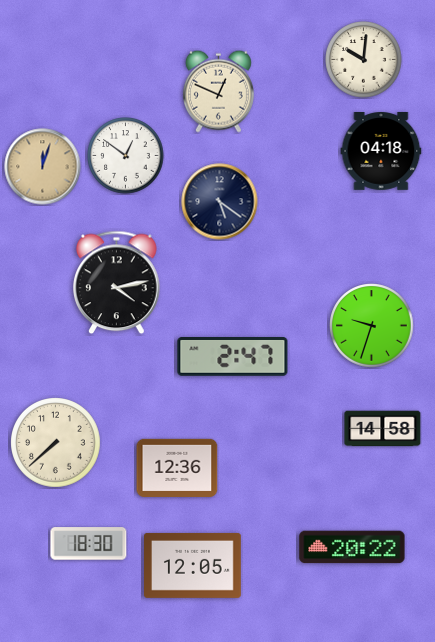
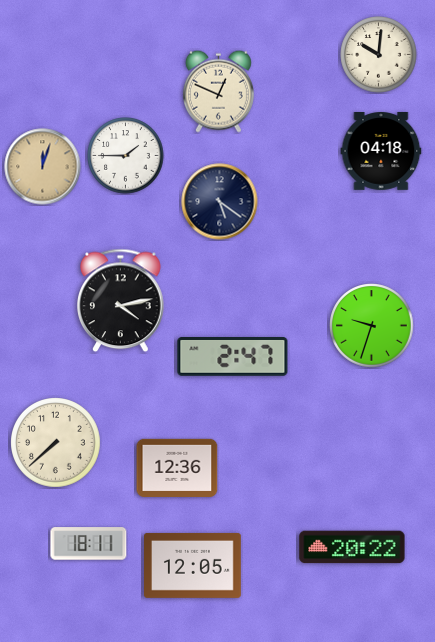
clock at (364, 60) position: (364, 60) -> (379, 55)
clock at (126, 156): 12:51 -> 1:45
clock at (117, 283) position: (117, 283) -> (121, 301)
clock at (383, 429): 14:58 -> none
clock at (89, 544): 18:30 -> 18:11
